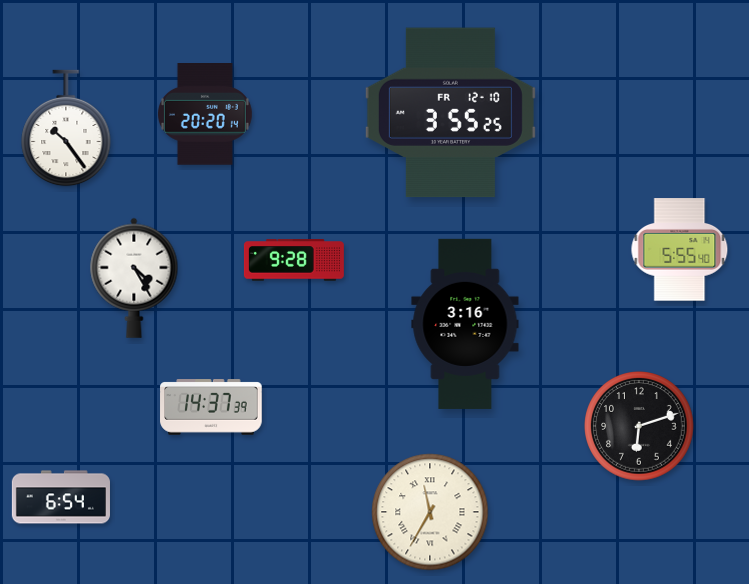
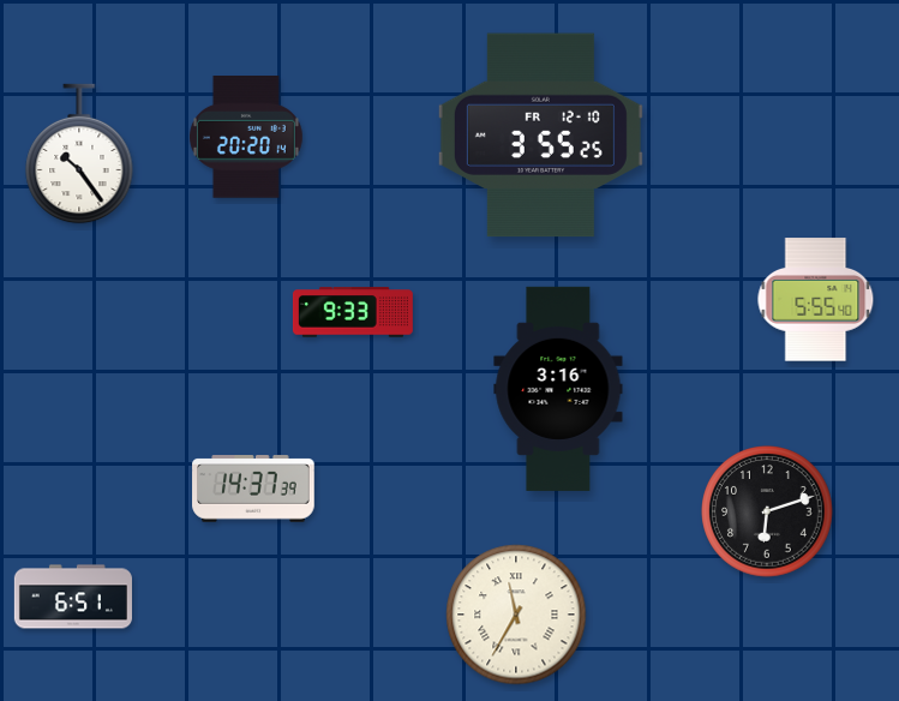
clock at (294, 260): 9:28 -> 9:33
clock at (134, 278): 4:25 -> none
clock at (61, 497): 6:54 -> 6:51
